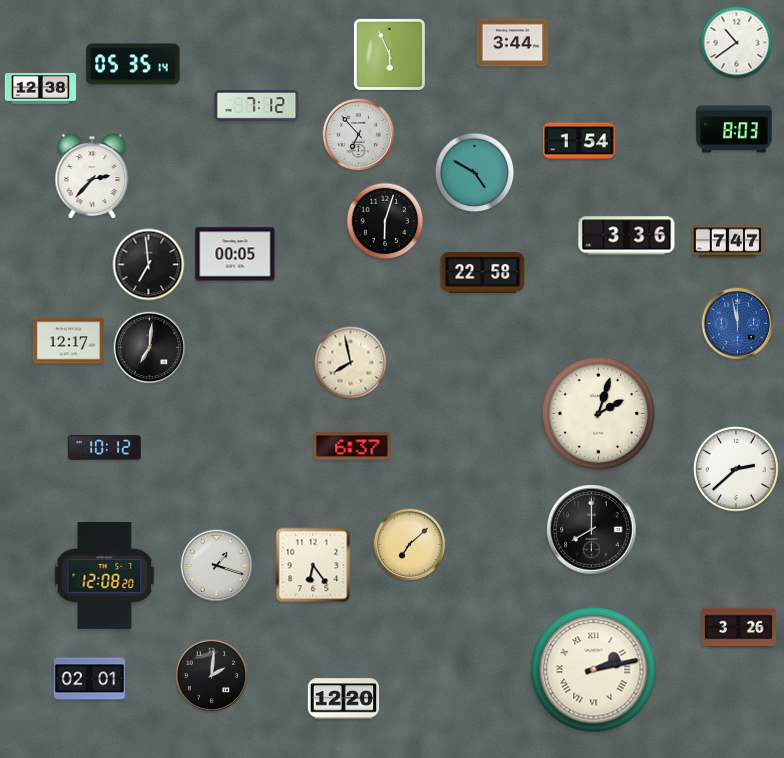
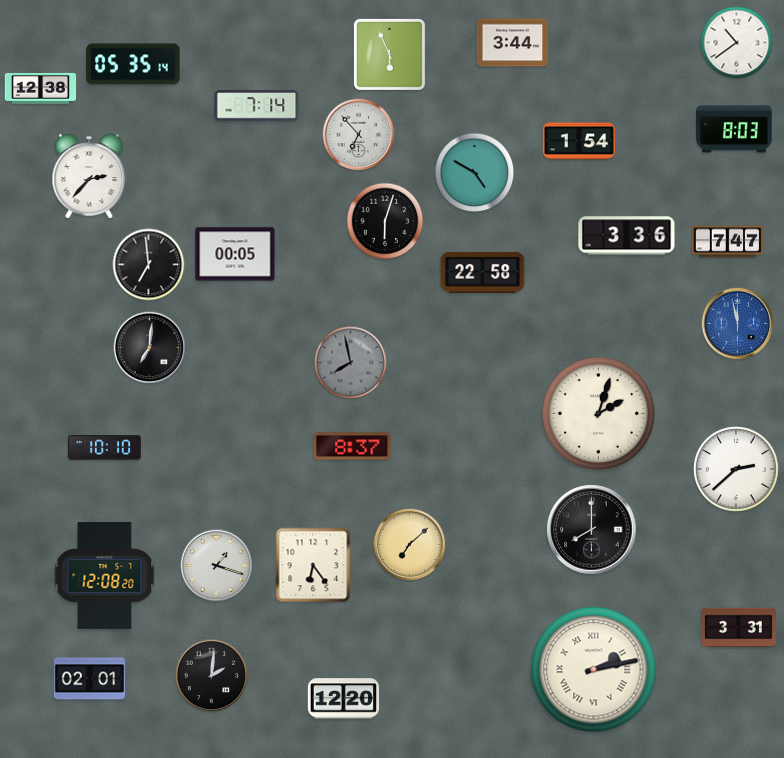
clock at (257, 106): 7:12 -> 7:14
clock at (92, 176) position: (92, 176) -> (89, 176)
clock at (69, 341): 12:17 -> none
clock at (351, 363) dial: cream -> grey
clock at (352, 446): 6:37 -> 8:37
clock at (104, 448): 10:12 -> 10:10
clock at (739, 628): 3:26 -> 3:31
